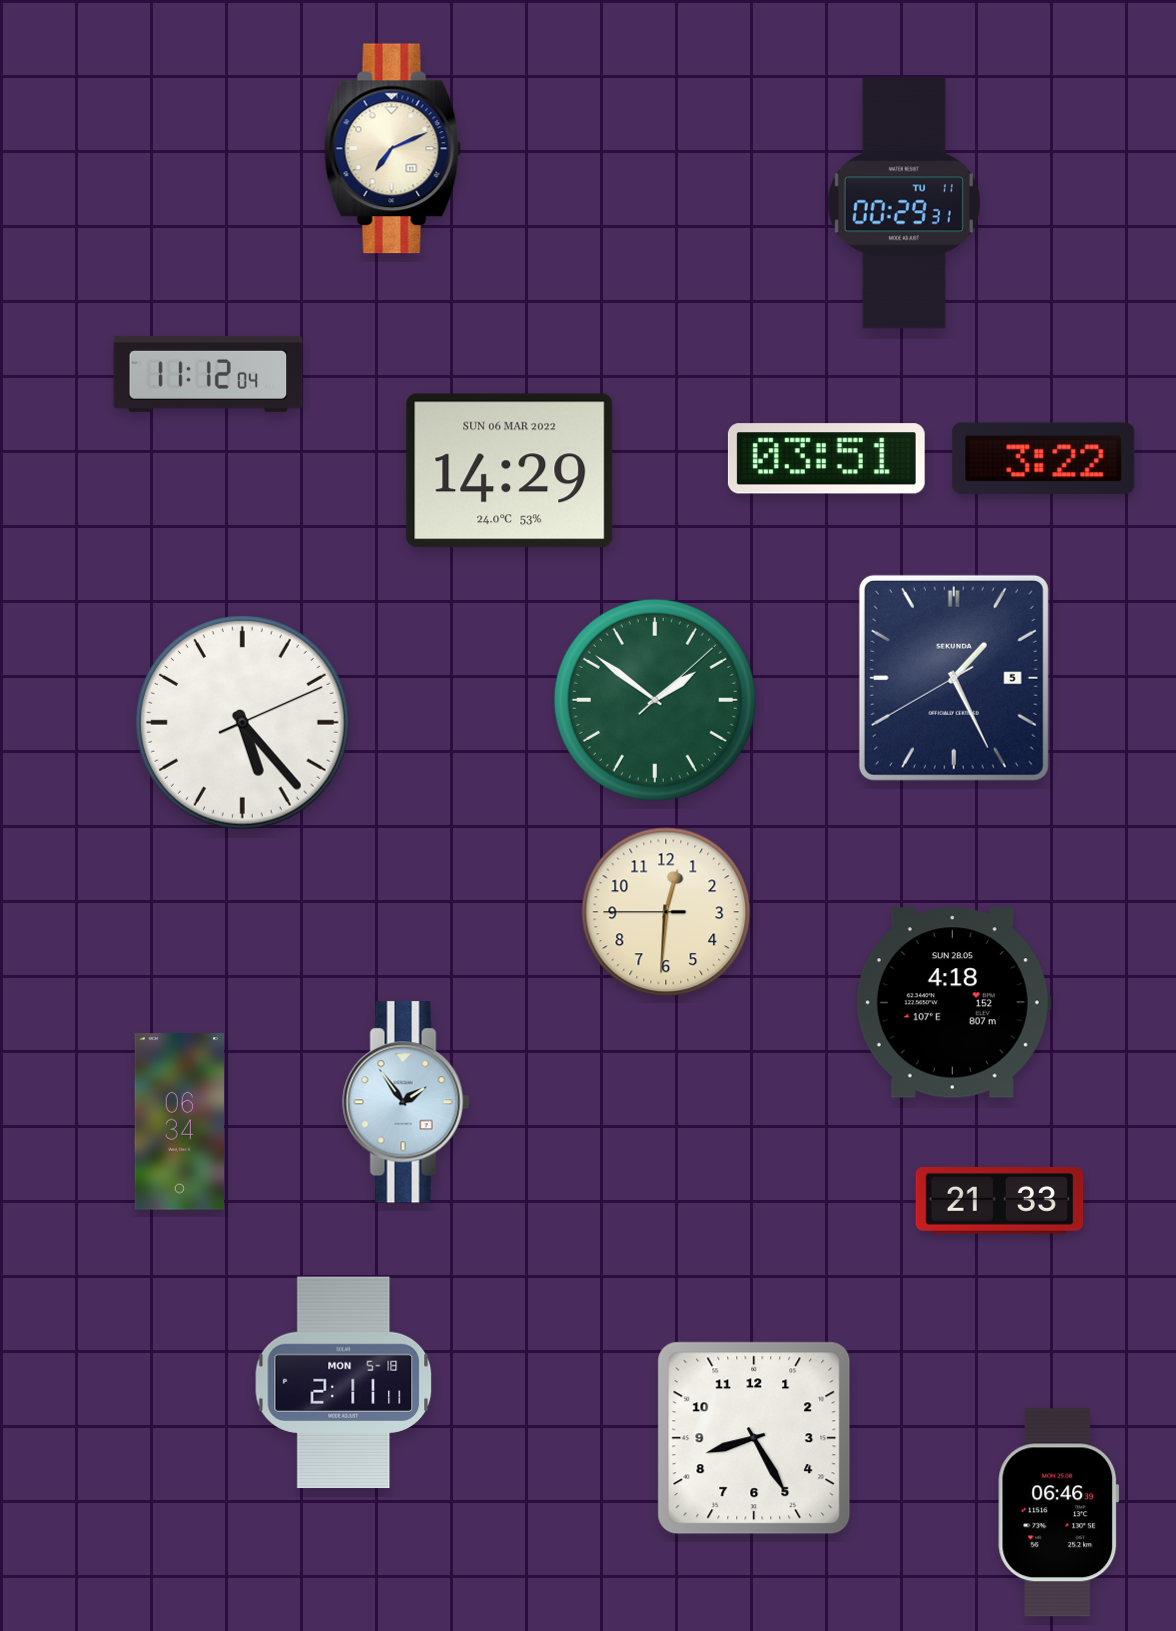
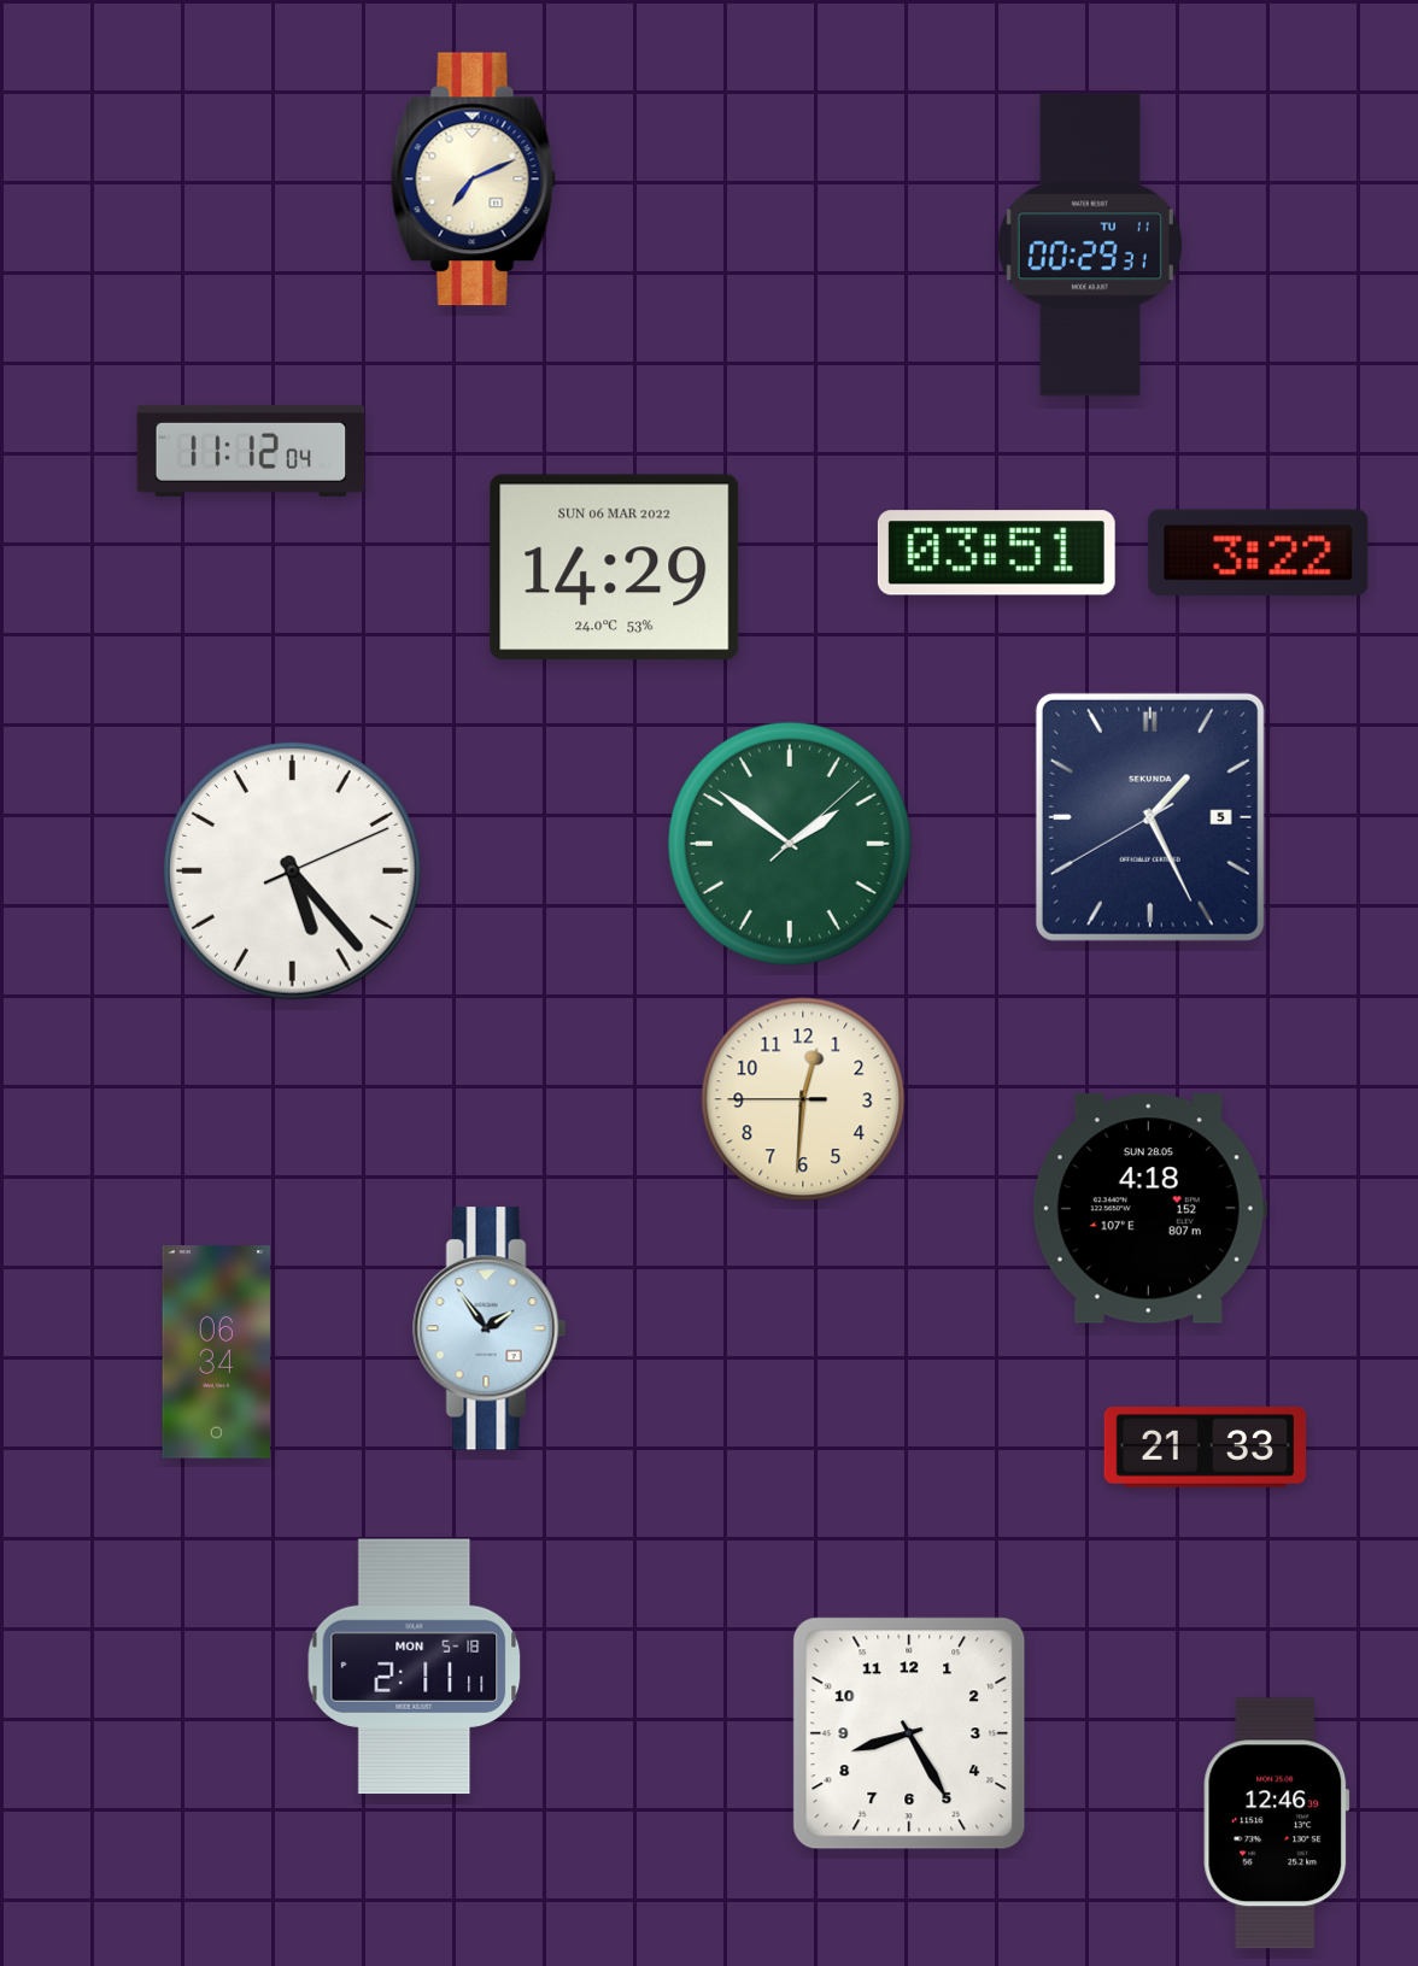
clock at (1059, 1513): 06:46 -> 12:46
